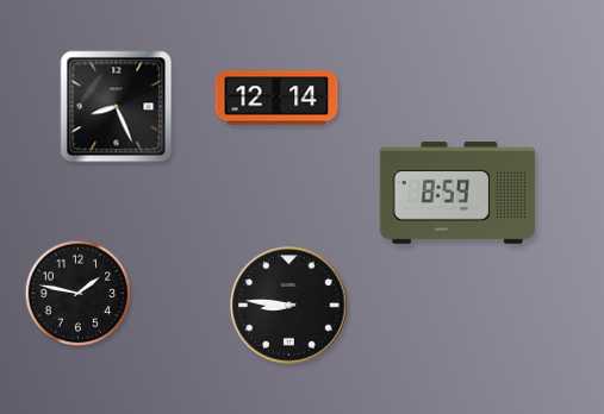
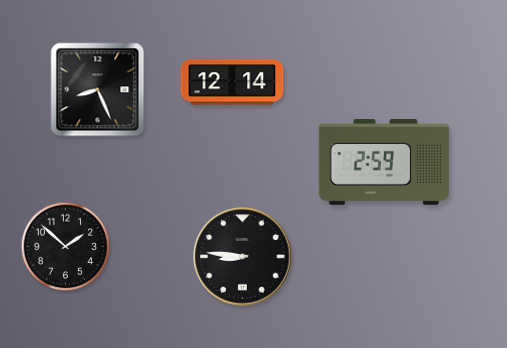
clock at (457, 194): 8:59 -> 2:59
clock at (79, 294): 1:47 -> 1:52
